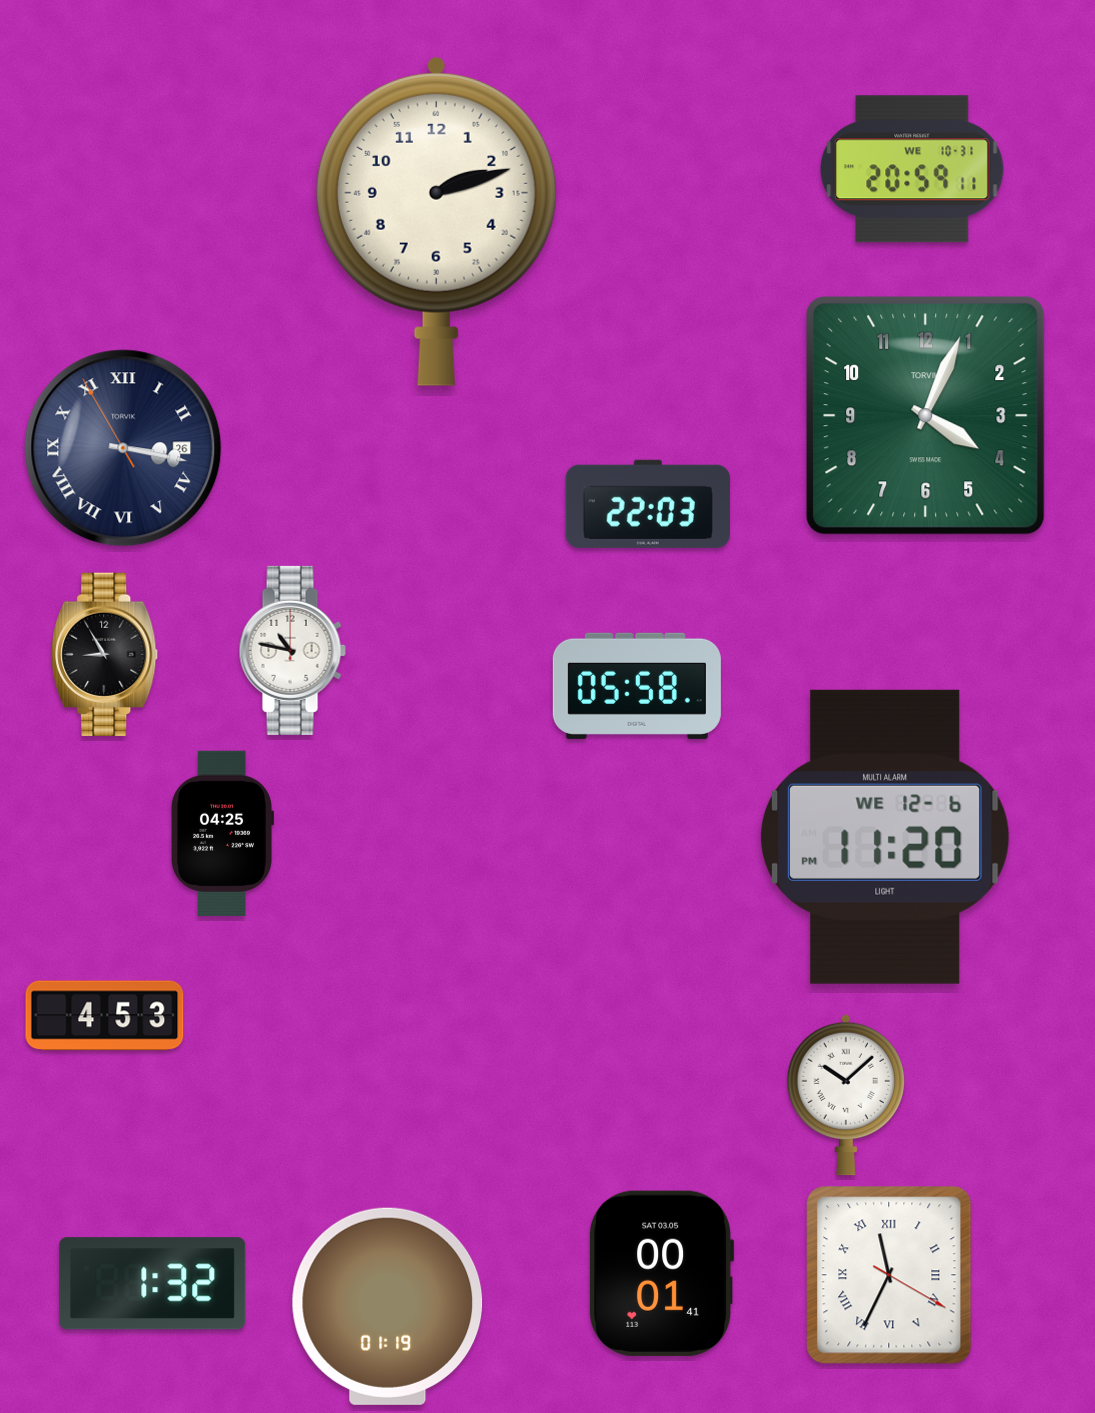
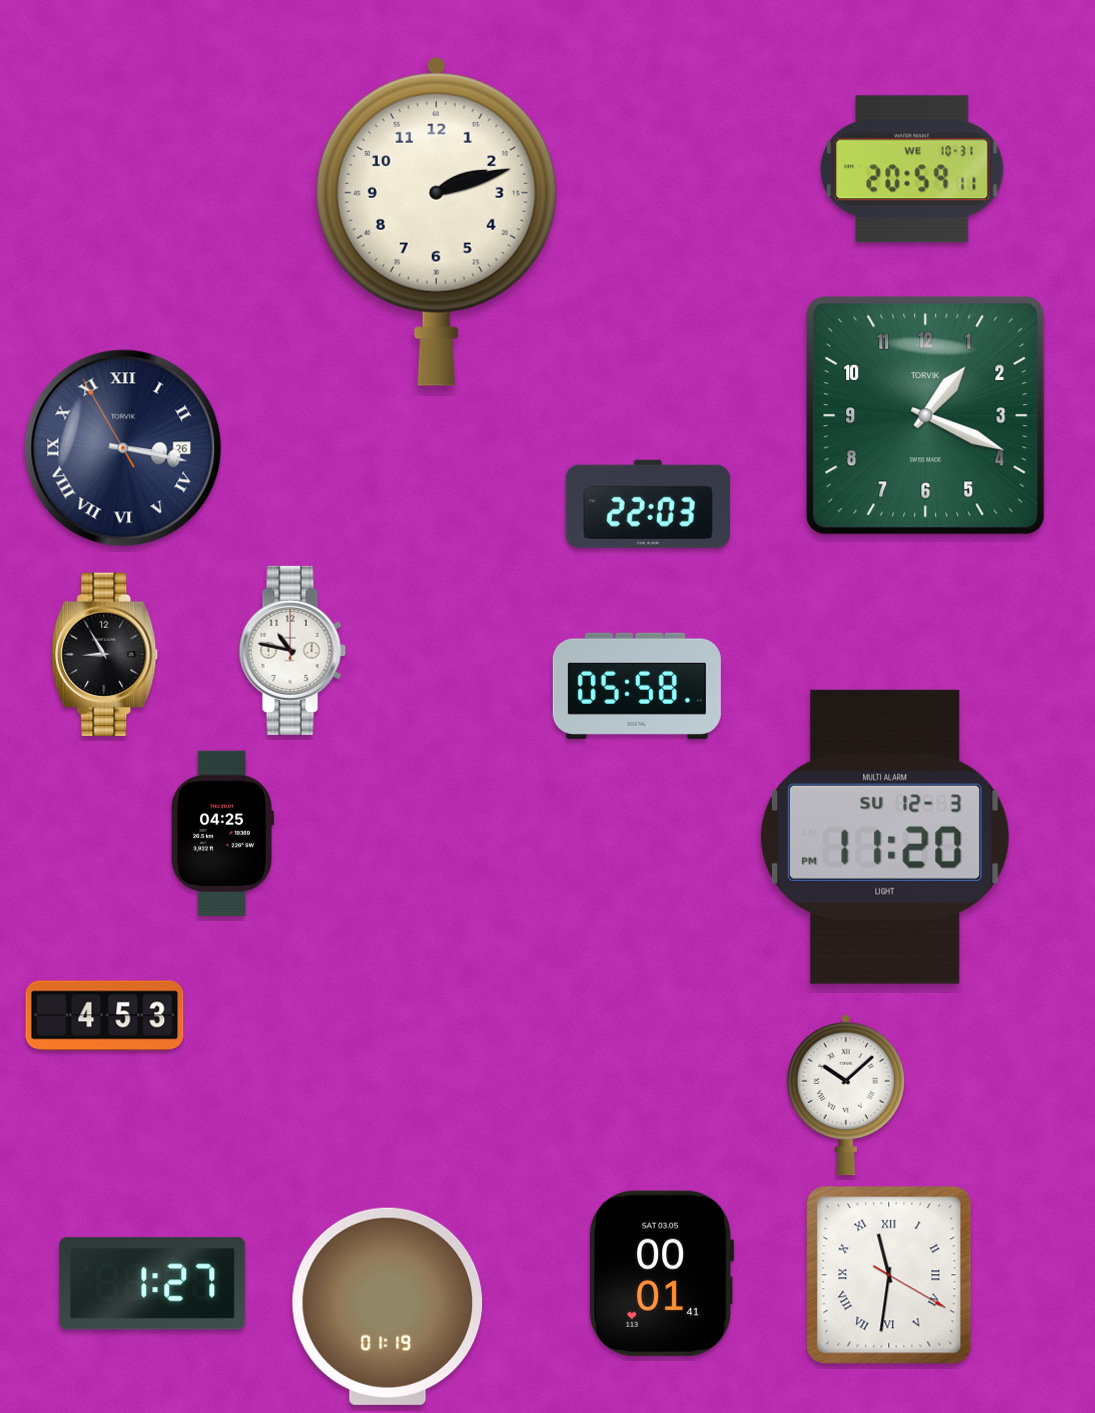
clock at (926, 416): 4:04 -> 1:19
clock at (885, 837) date: WE 12-6 -> SU 12-3
clock at (889, 1275): 11:34 -> 11:31
clock at (153, 1284): 1:32 -> 1:27
